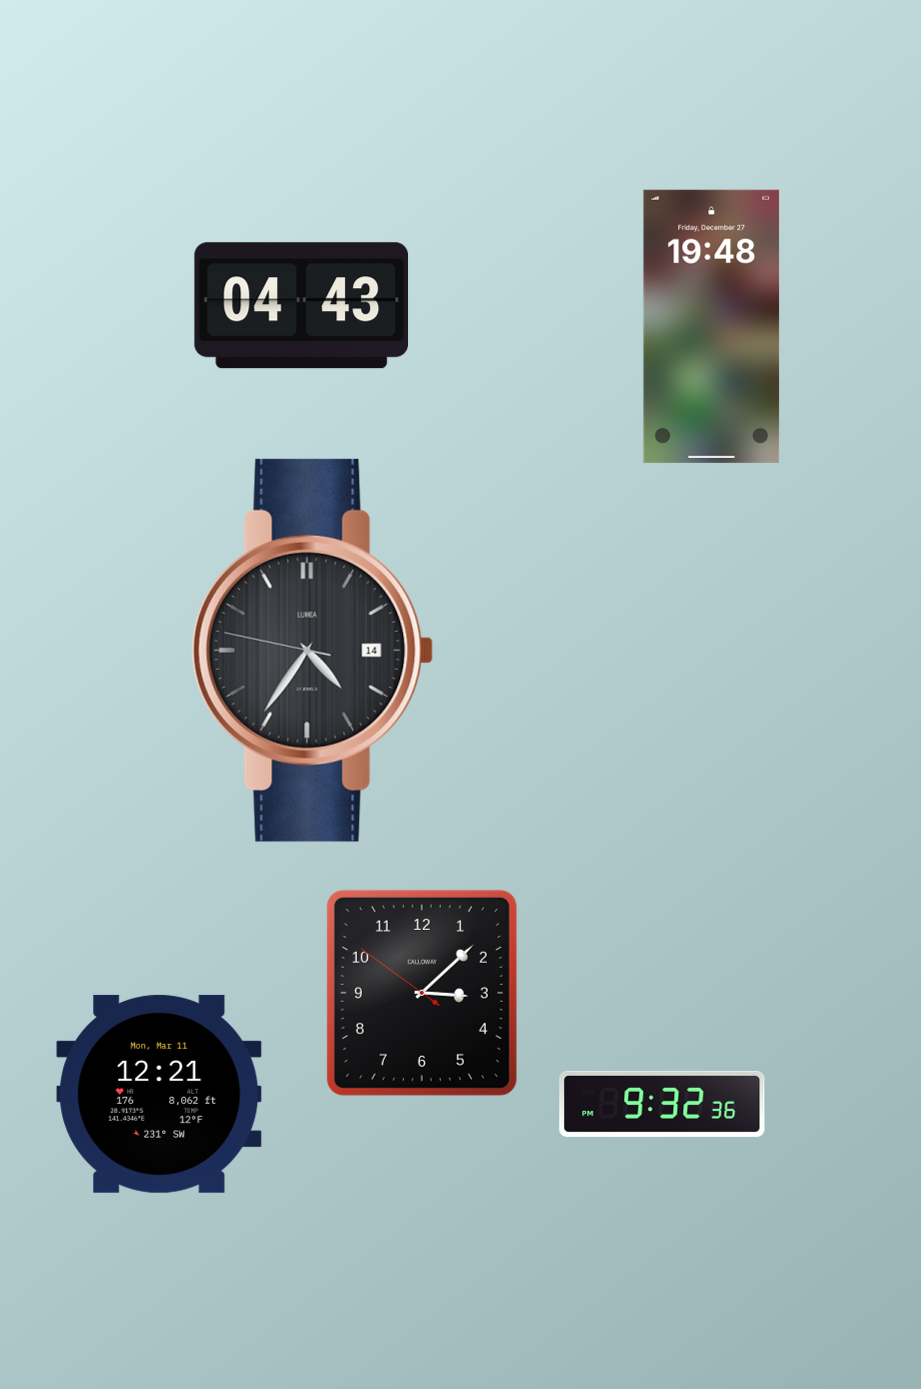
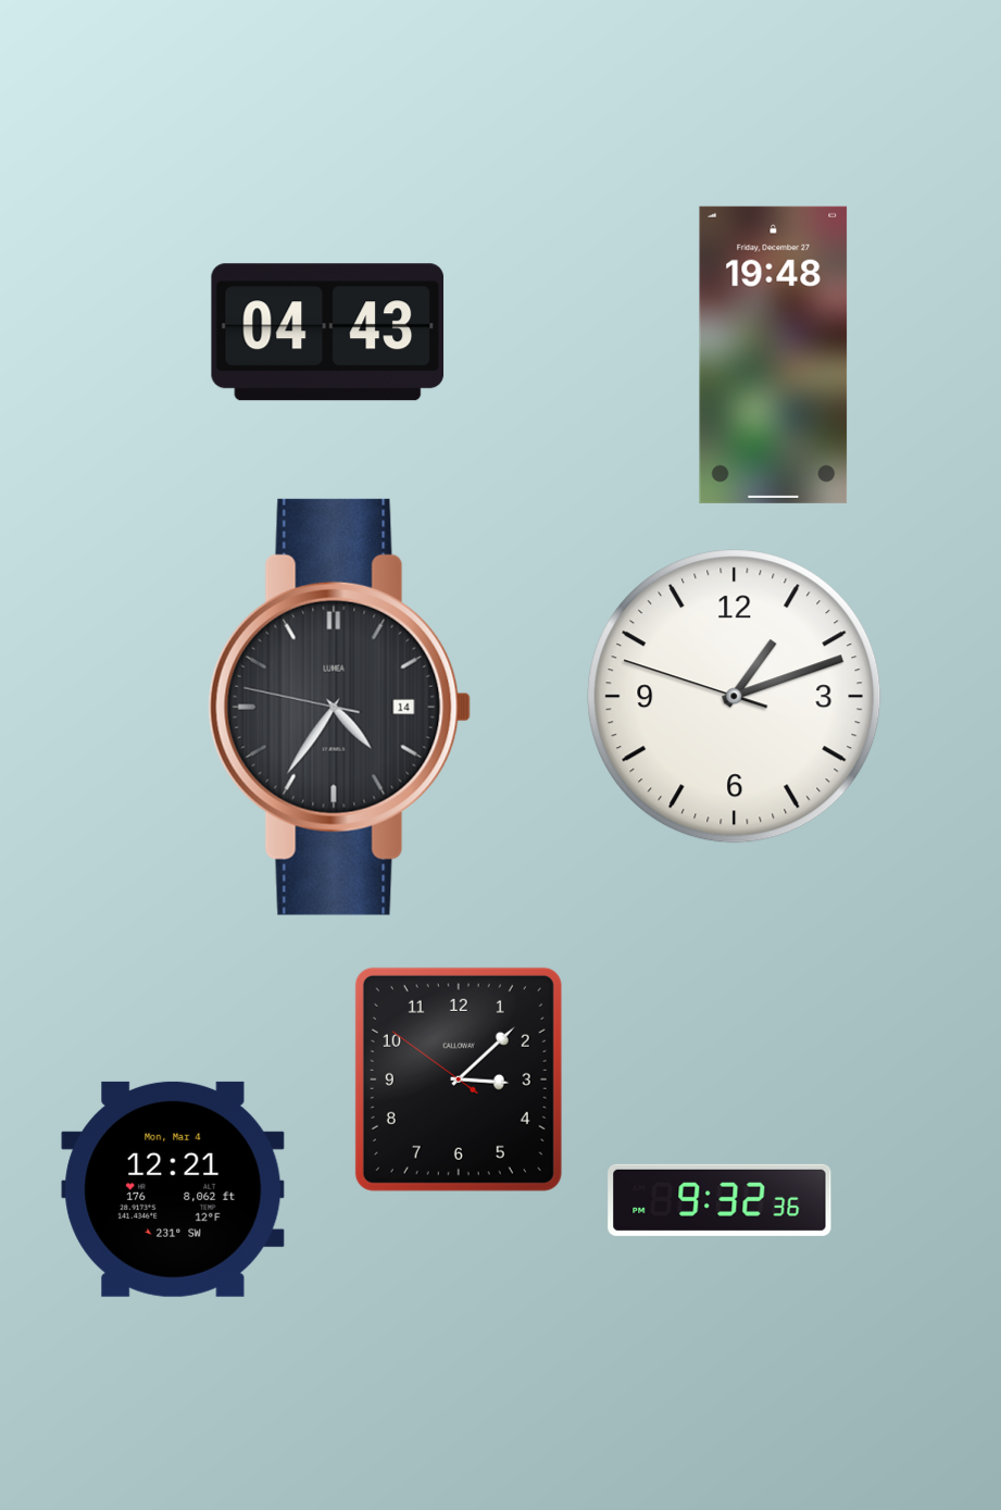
clock at (735, 697): none -> 1:11
clock at (159, 1094) date: Mon, Mar 11 -> Mon, Mar 4
